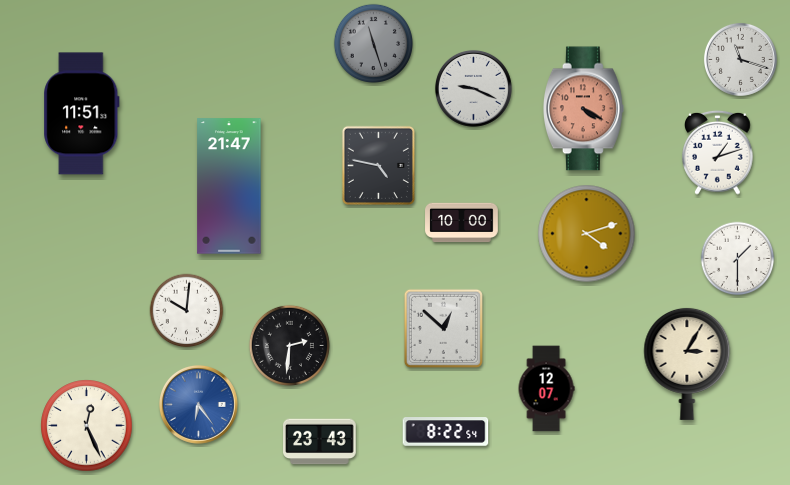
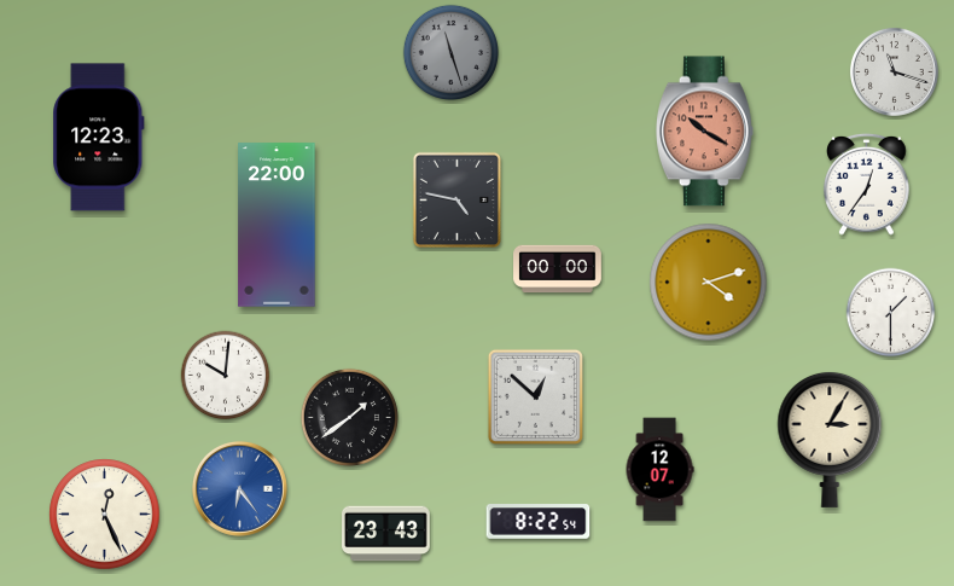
clock at (473, 88): 9:19 -> none
clock at (583, 109): 4:20 -> 10:20
clock at (82, 114): 11:51 -> 12:23
clock at (718, 152): 1:12 -> 12:36
clock at (229, 186): 21:47 -> 22:00
clock at (462, 223): 10:00 -> 00:00
clock at (289, 345): 2:31 -> 1:39
